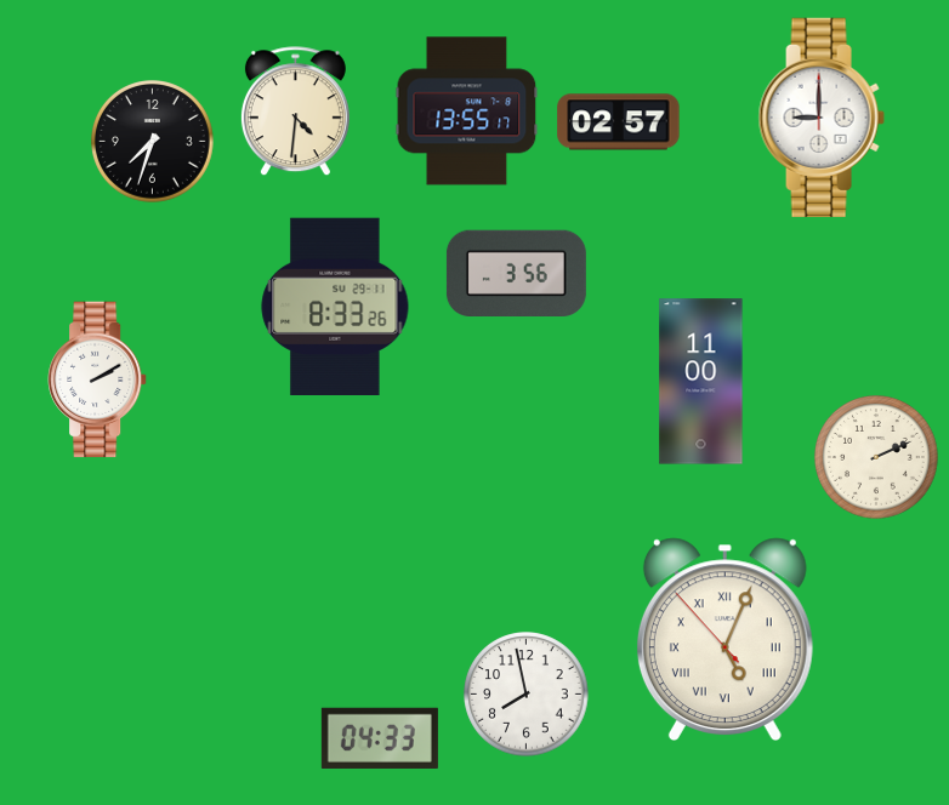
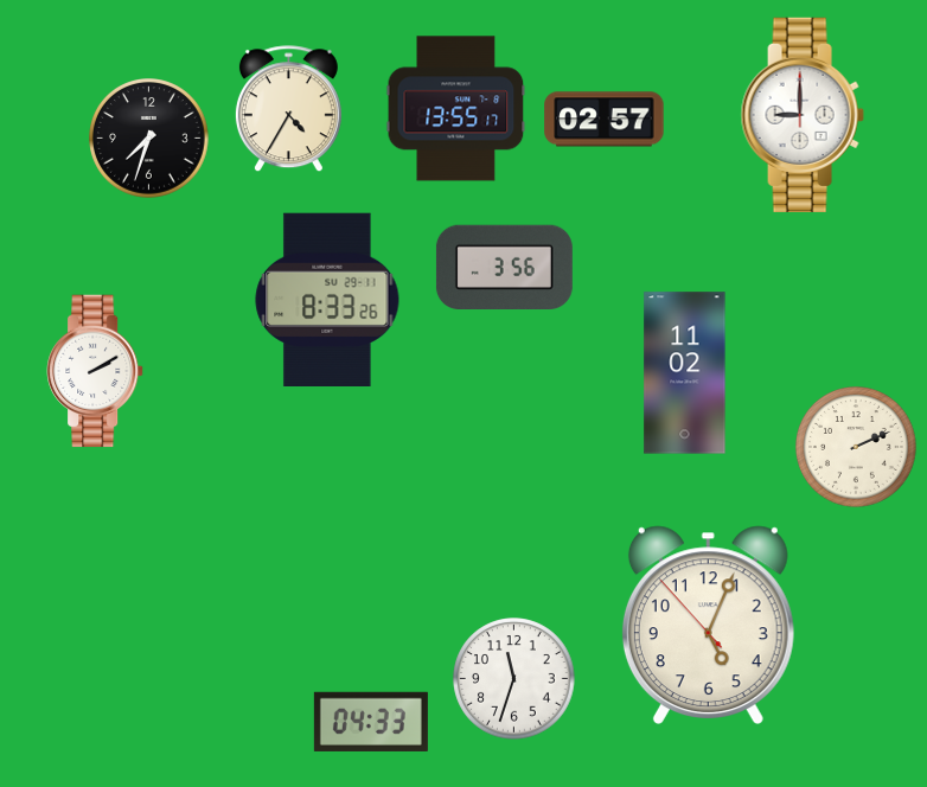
clock at (295, 112): 4:31 -> 4:35
clock at (701, 382): 11:00 -> 11:02
clock at (724, 639) numerals: Roman -> Arabic
clock at (527, 695): 7:58 -> 11:33
